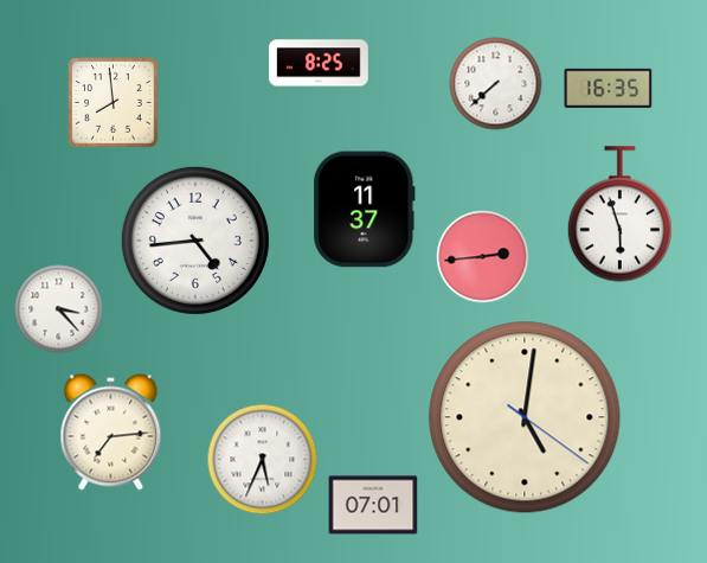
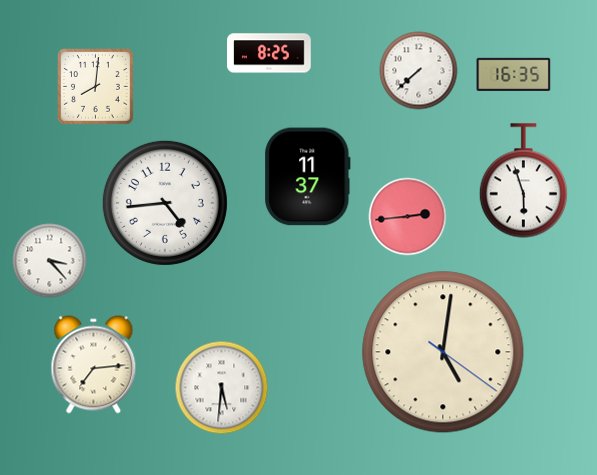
clock at (114, 103): 7:59 -> 8:01
clock at (263, 460): 5:34 -> 5:31
clock at (373, 505): 07:01 -> none
